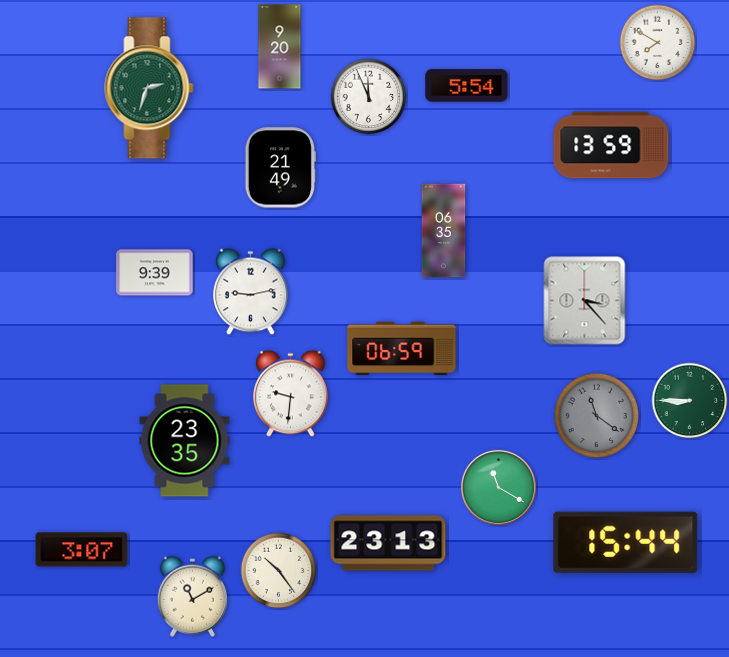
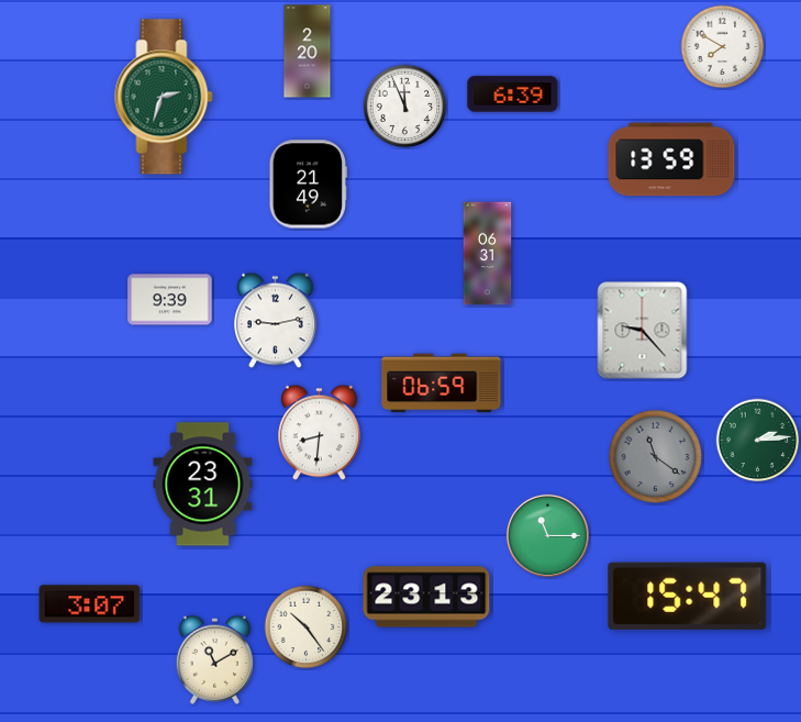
clock at (280, 47): 9:20 -> 2:20
clock at (467, 86): 5:54 -> 6:39
clock at (444, 231): 06:35 -> 06:31
clock at (585, 301): 3:23 -> 9:23
clock at (291, 394): 9:31 -> 8:31
clock at (690, 401): 8:45 -> 2:14
clock at (185, 441): 23:35 -> 23:31
clock at (498, 487): 11:20 -> 11:15
clock at (626, 542): 15:44 -> 15:47
clock at (192, 596) position: (192, 596) -> (214, 659)
